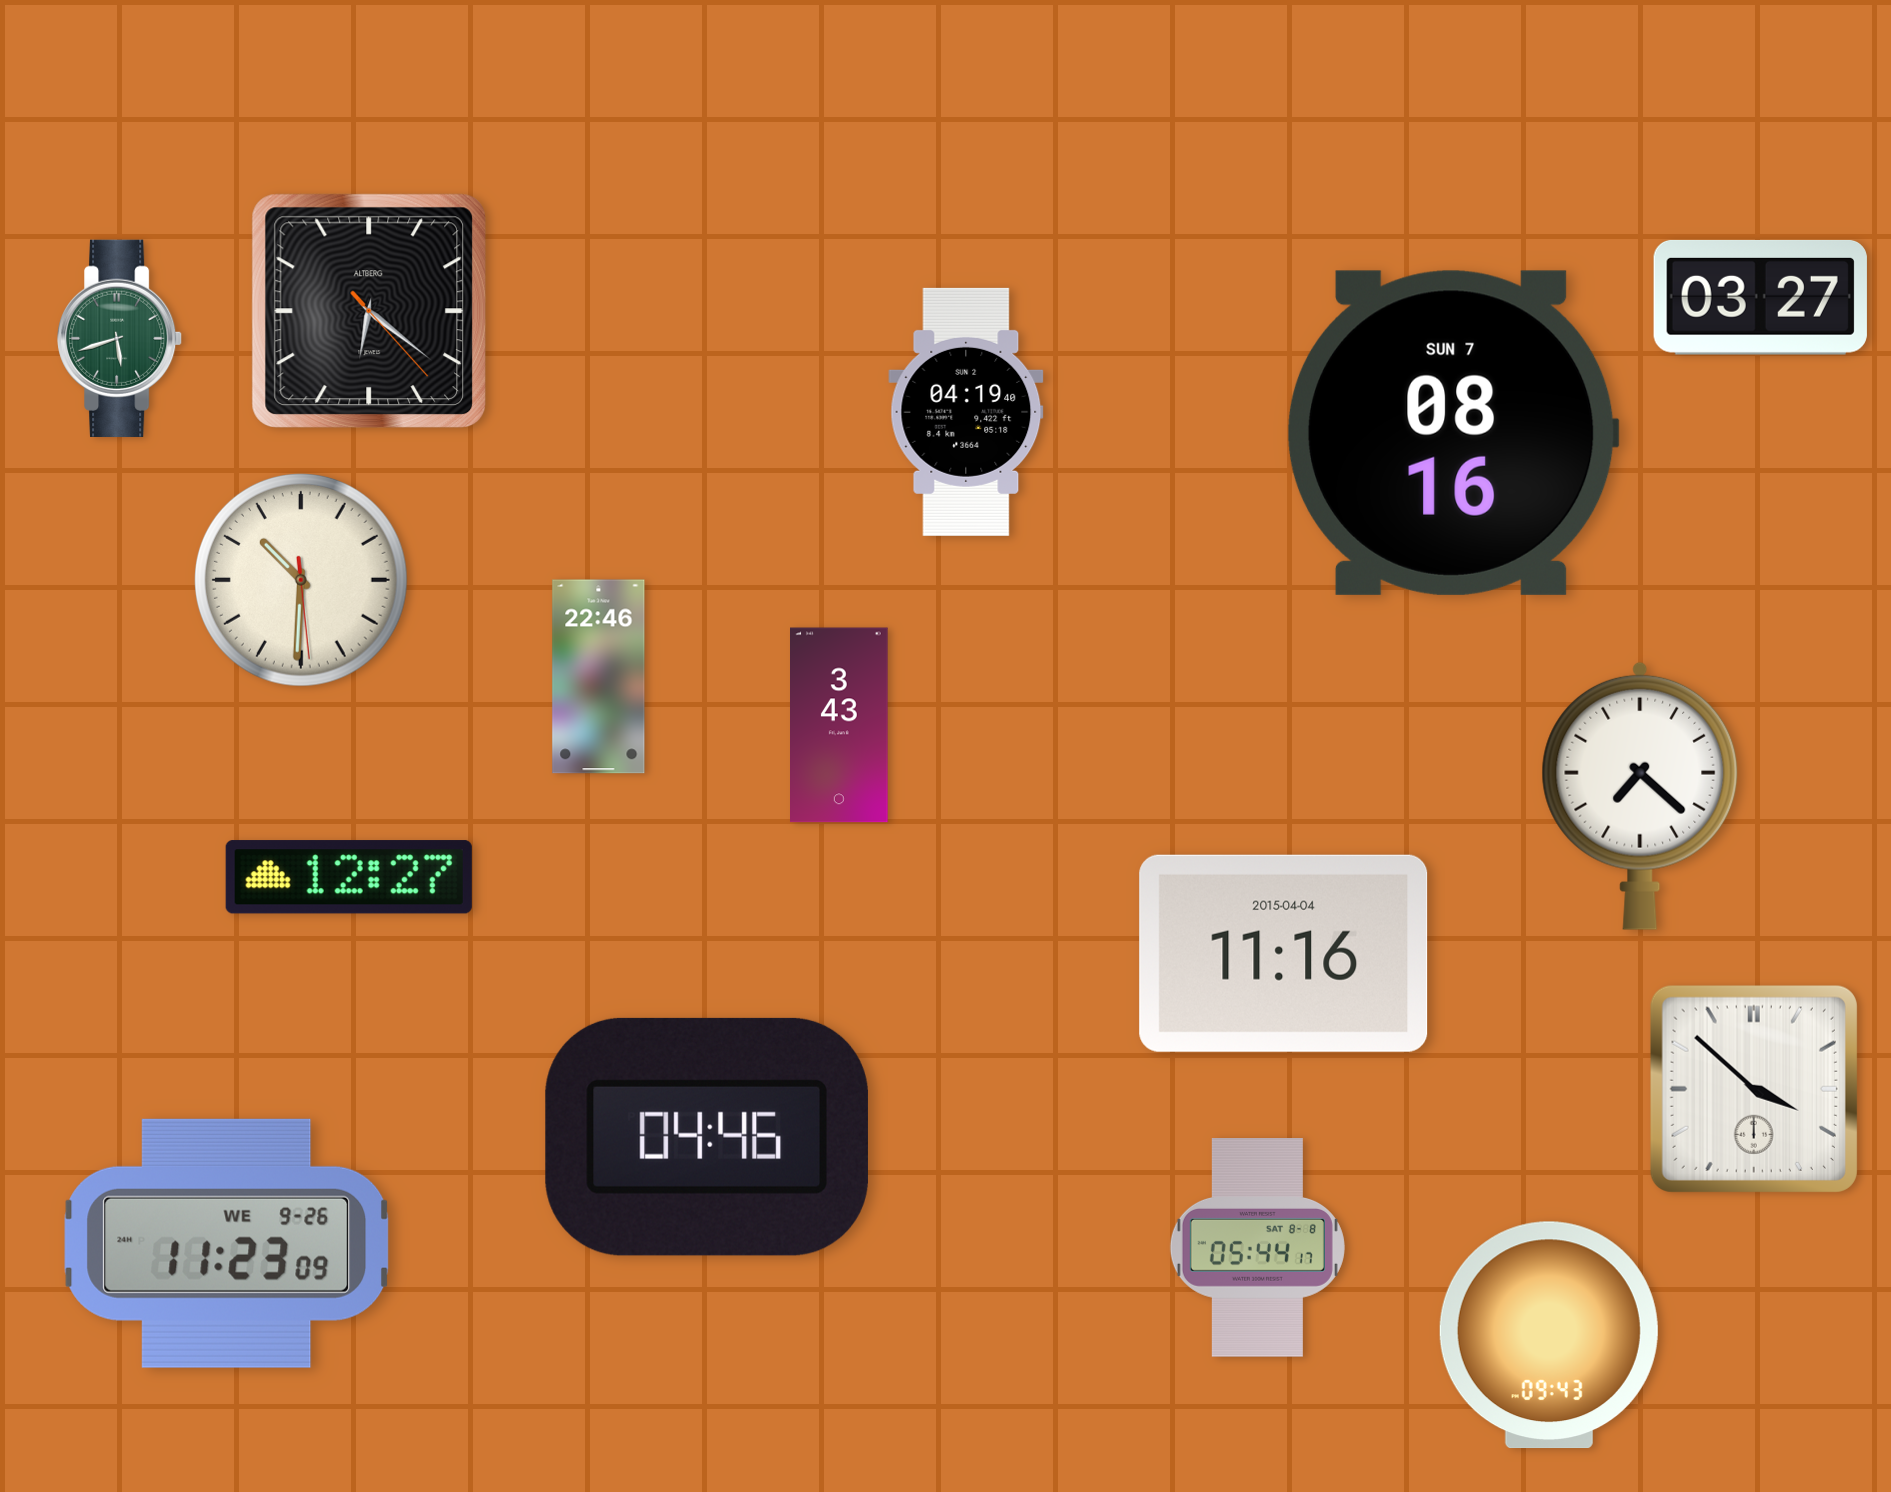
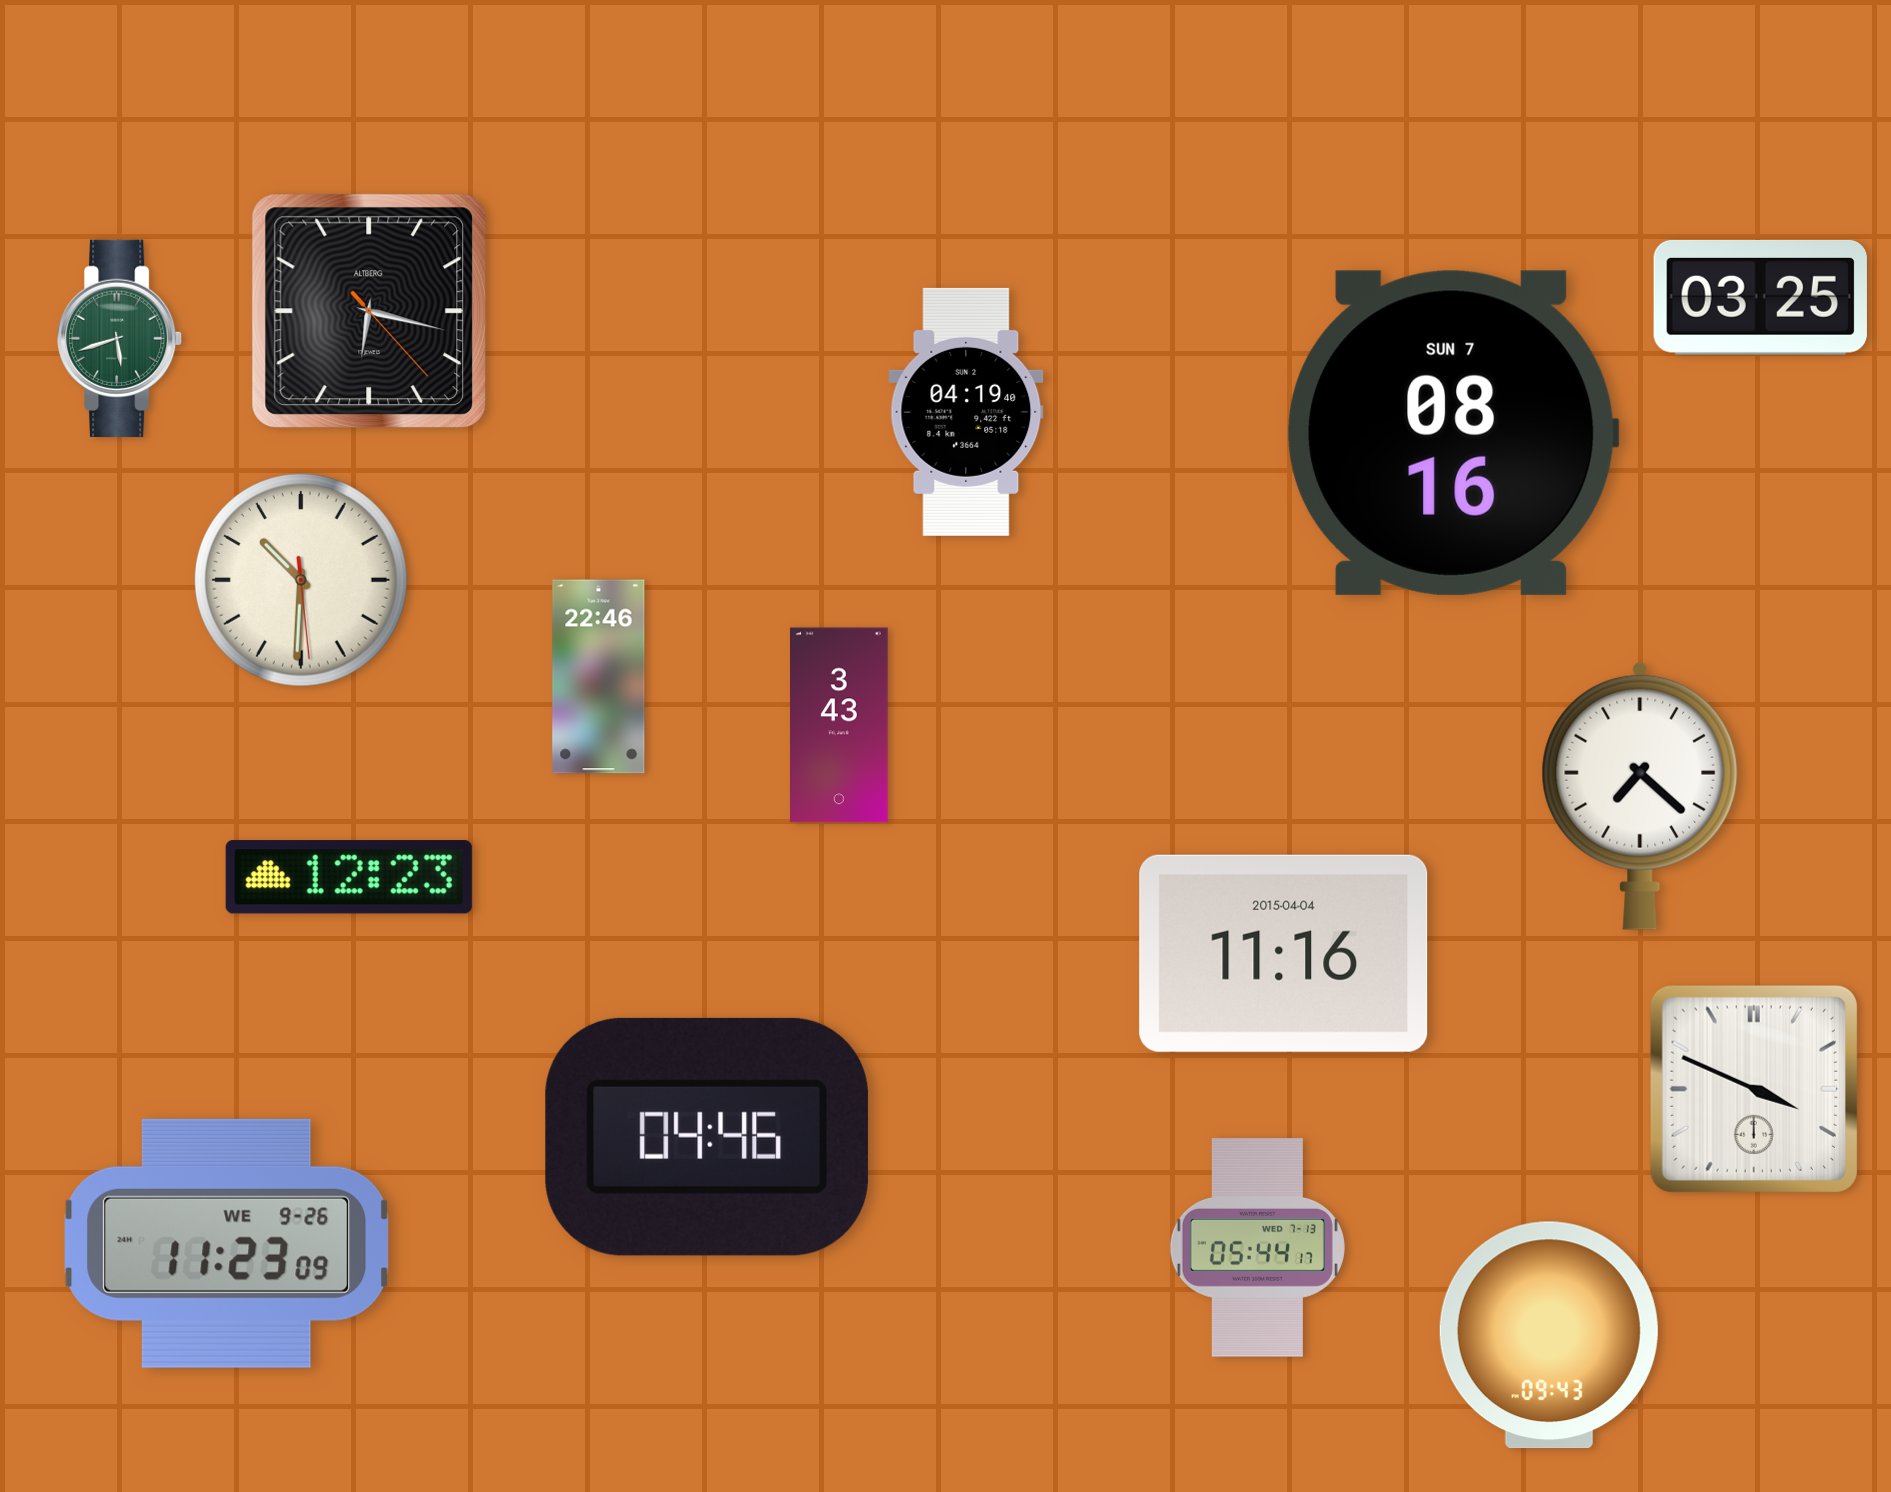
clock at (1760, 297): 03:27 -> 03:25
clock at (369, 311): 6:21 -> 6:17
clock at (349, 877): 12:27 -> 12:23
clock at (1754, 1089): 3:52 -> 3:49
clock at (1257, 1248) date: SAT 8-8 -> WED 7-13
